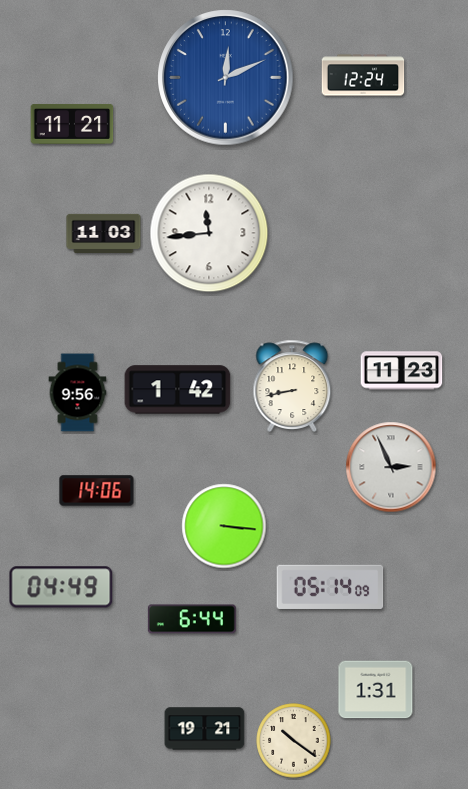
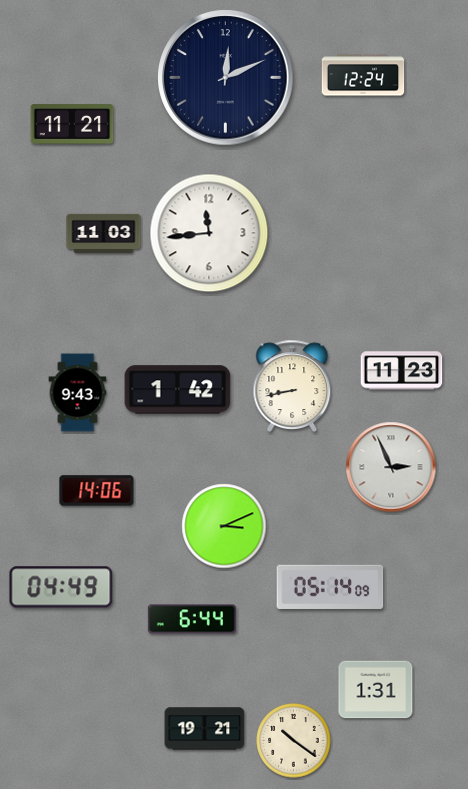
clock at (226, 78) dial: blue -> navy
clock at (78, 393): 9:56 -> 9:43
clock at (224, 526): 3:16 -> 3:11
